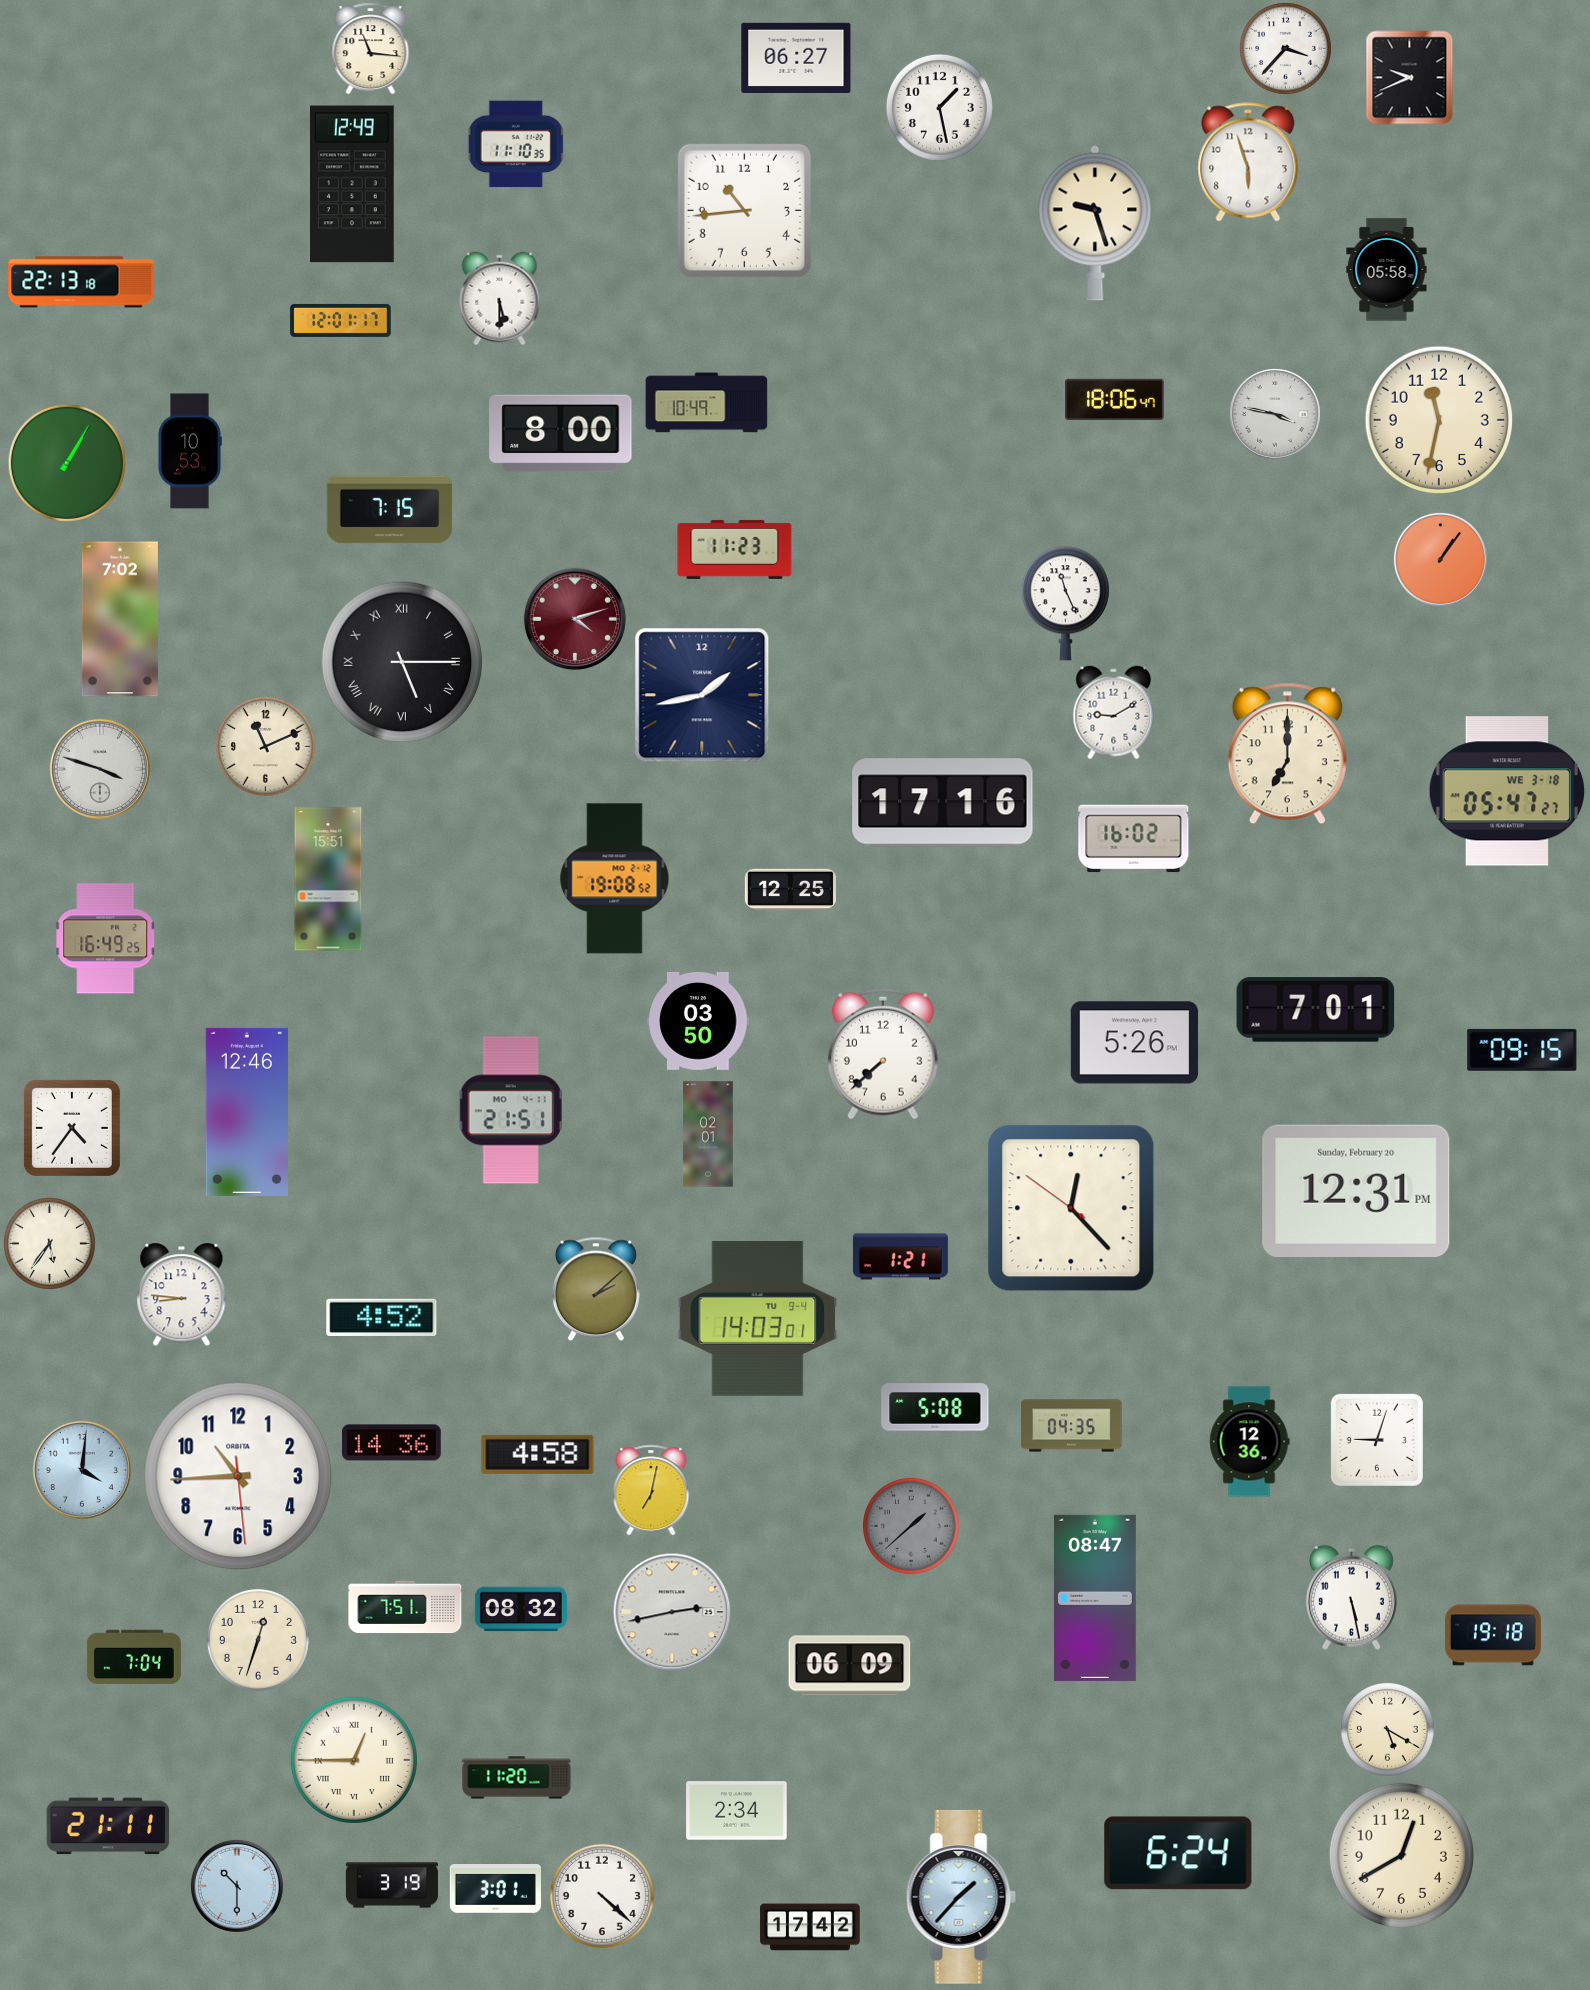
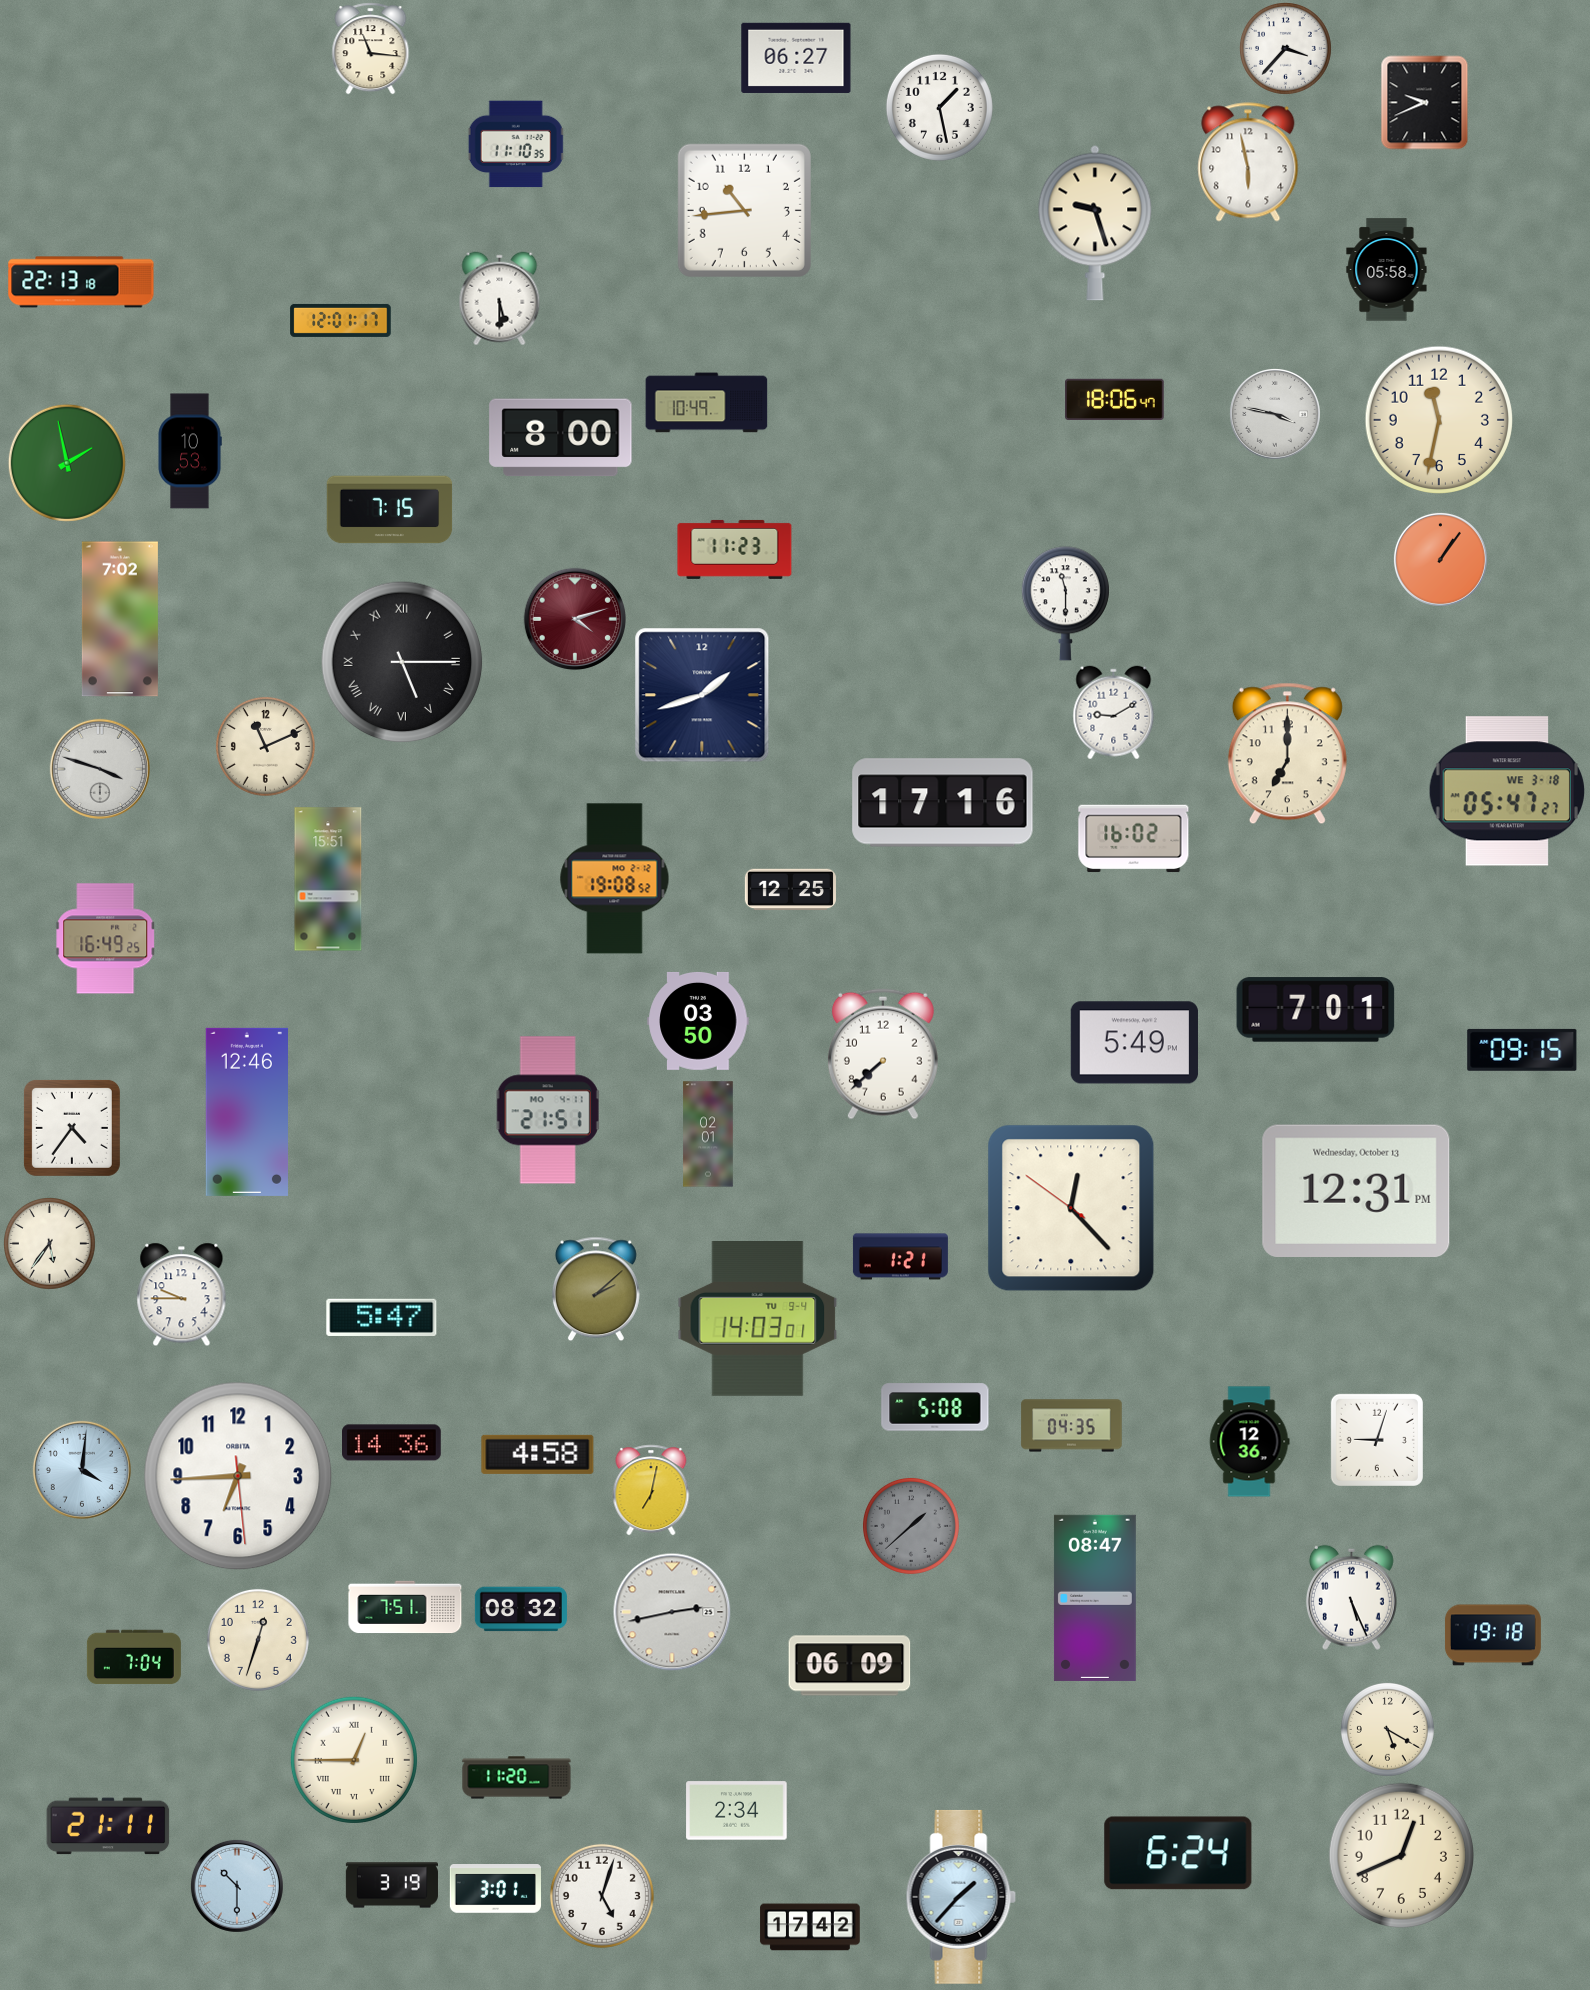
clock at (1410, 78) position: (1410, 78) -> (1425, 103)
clock at (1248, 162): 5:57 -> 5:58
clock at (353, 184): 12:49 -> none
clock at (561, 434) position: (561, 434) -> (561, 438)
clock at (67, 463): 1:05 -> 1:58
clock at (1065, 604): 11:26 -> 11:30
clock at (702, 695): 1:43 -> 1:42
clock at (1134, 1043): 5:26 -> 5:49
clock at (511, 1110) position: (511, 1110) -> (548, 1110)
clock at (1356, 1190) date: Sunday, February 20 -> Wednesday, October 13
clock at (182, 1295): 8:46 -> 9:45
clock at (382, 1317): 4:52 -> 5:47
clock at (238, 1476): 10:44 -> 6:44
clock at (1351, 1597): 5:28 -> 5:26
clock at (1401, 1855): 12:40 -> 12:41
clock at (602, 1896): 4:22 -> 5:03
